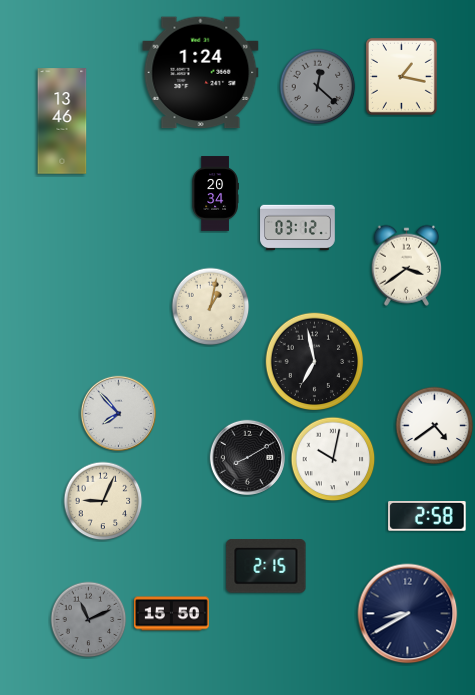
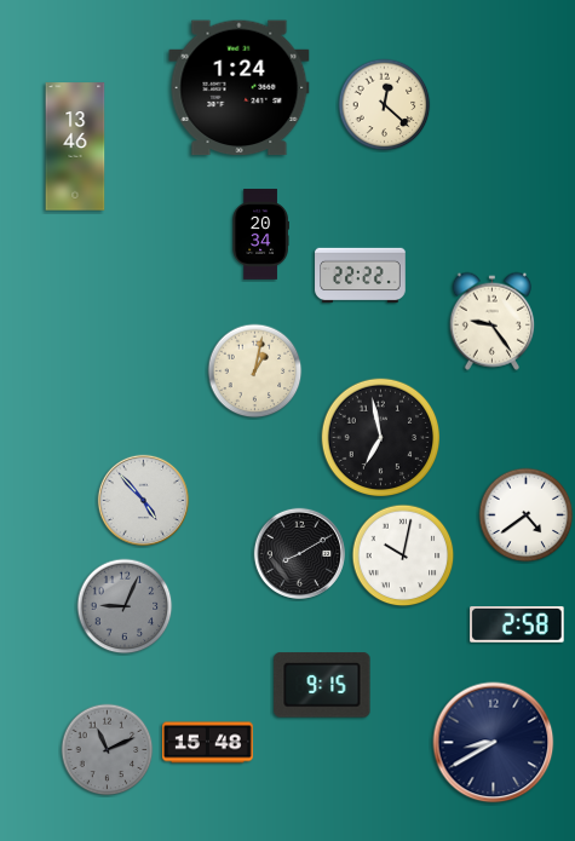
clock at (201, 73) position: (201, 73) -> (240, 88)
clock at (401, 77): 1:17 -> none
clock at (318, 87) dial: grey -> cream
clock at (298, 228): 03:12 -> 22:22
clock at (406, 265): 3:39 -> 9:24
clock at (118, 413): 7:53 -> 4:53
clock at (103, 501) dial: cream -> grey
clock at (266, 566): 2:15 -> 9:15
clock at (172, 614): 15:50 -> 15:48
